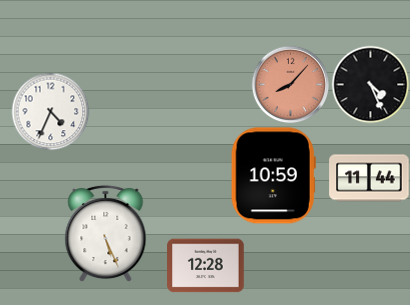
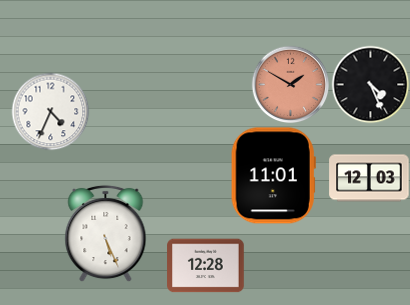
clock at (290, 84): 8:07 -> 1:50
clock at (273, 176): 10:59 -> 11:01
clock at (369, 178): 11:44 -> 12:03
